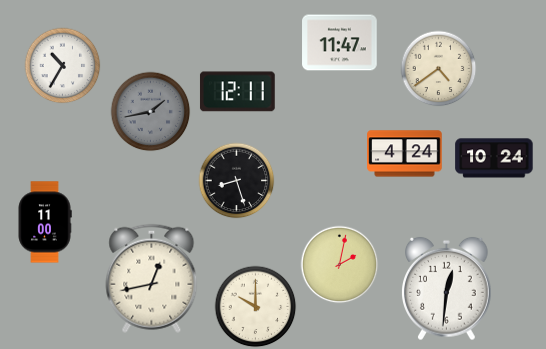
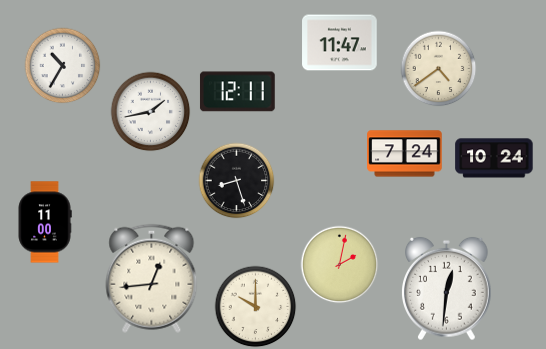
clock at (151, 112) dial: grey -> white
clock at (405, 154): 4:24 -> 7:24
clock at (152, 278): 12:43 -> 12:44
